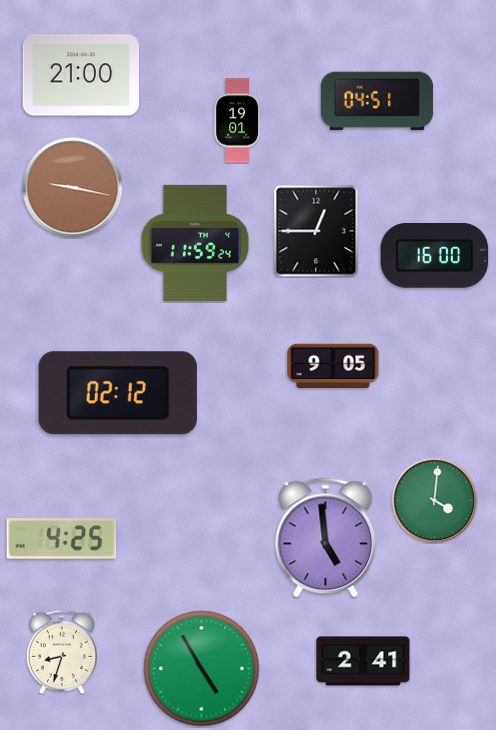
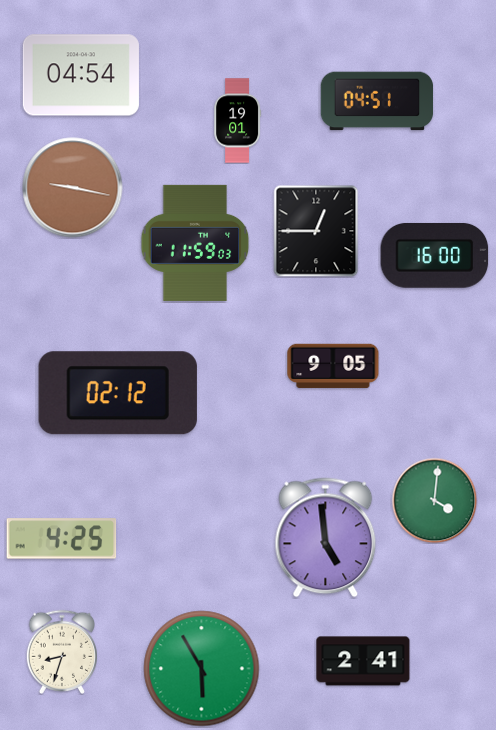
clock at (81, 75): 21:00 -> 04:54
clock at (195, 243): 11:59:24 -> 11:59:03
clock at (202, 669): 4:55 -> 5:55
